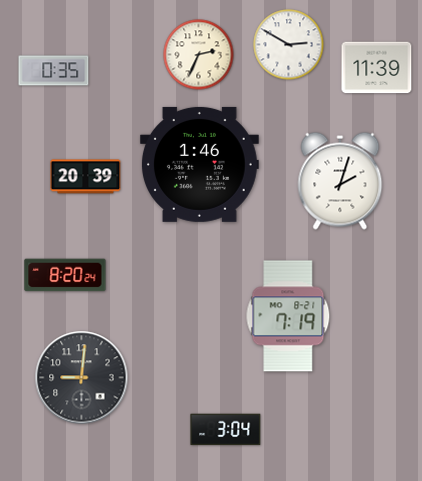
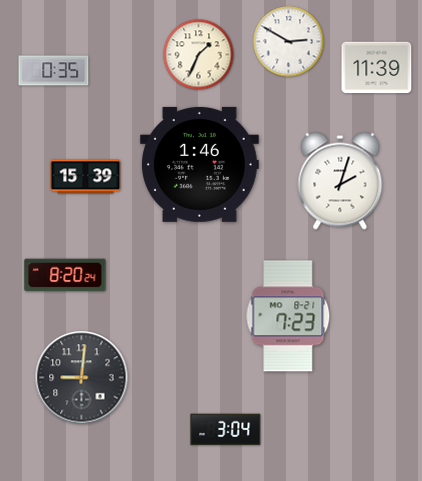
clock at (289, 45) position: (289, 45) -> (289, 42)
clock at (199, 55): 2:34 -> 1:34
clock at (86, 177): 20:39 -> 15:39
clock at (288, 316): 7:19 -> 7:23
